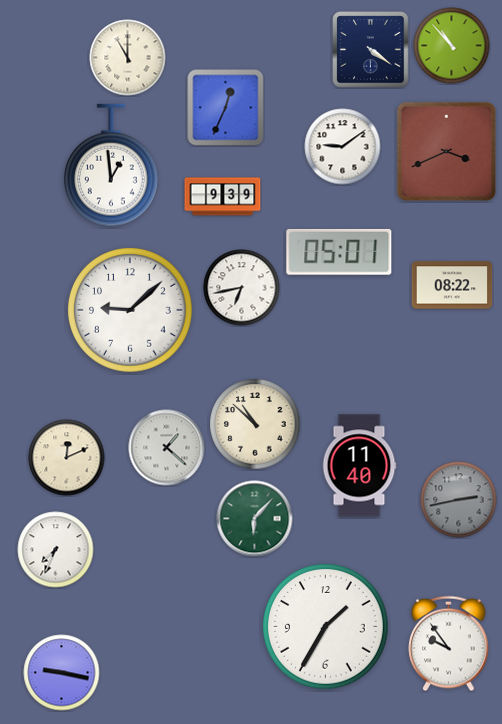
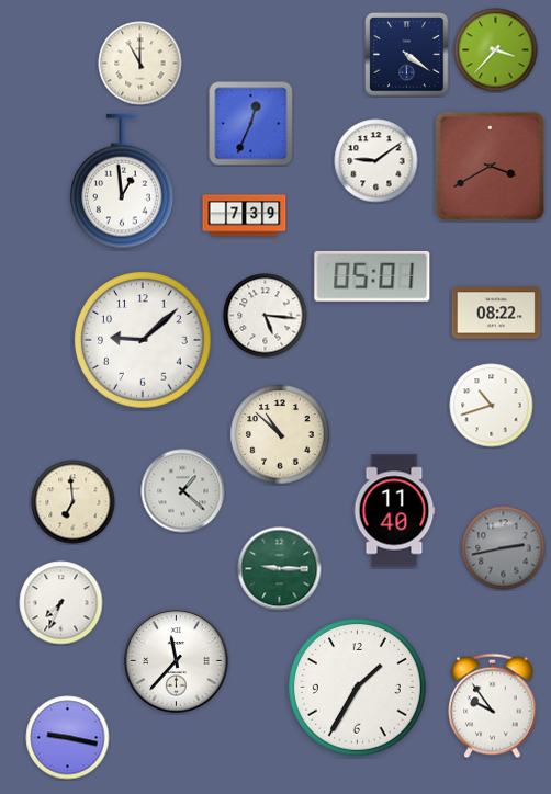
clock at (452, 46): 10:53 -> 3:37
clock at (226, 108) position: (226, 108) -> (251, 124)
clock at (446, 151): 3:41 -> 3:40
clock at (223, 197): 9:39 -> 7:39
clock at (242, 288): 6:43 -> 5:16
clock at (492, 406): none -> 10:42
clock at (255, 424) position: (255, 424) -> (280, 434)
clock at (67, 458): 12:11 -> 6:59
clock at (255, 519): 6:07 -> 9:15
clock at (177, 661): none -> 11:37
